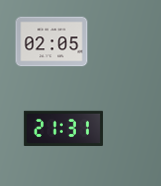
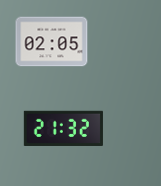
clock at (63, 128): 21:31 -> 21:32
